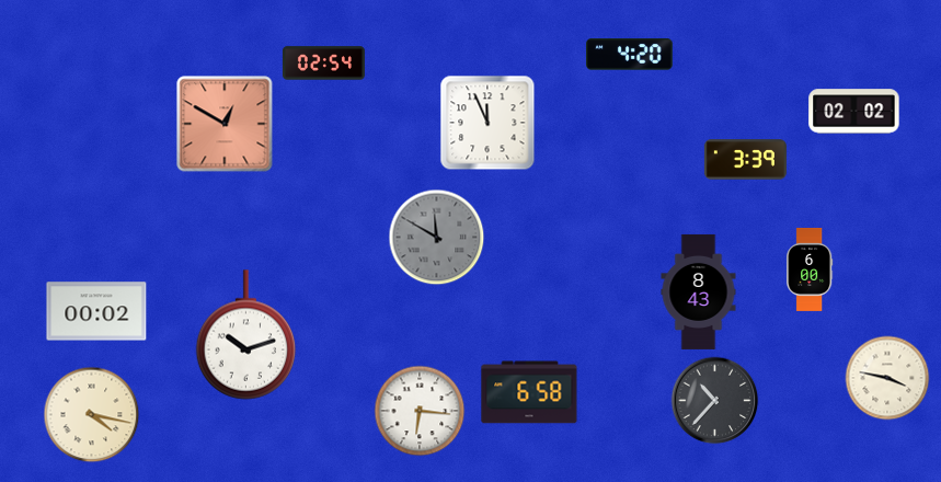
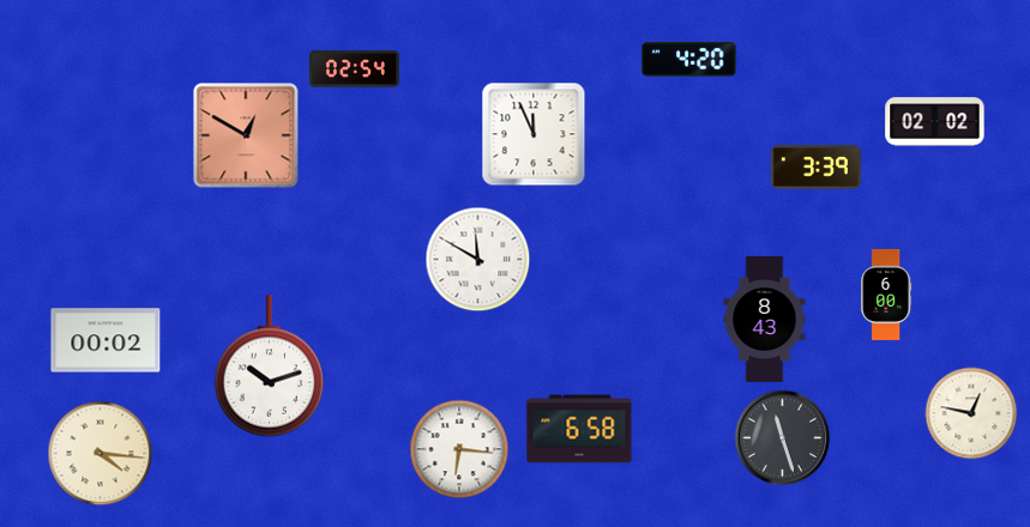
clock at (745, 160) position: (745, 160) -> (815, 168)
clock at (437, 238) dial: grey -> white
clock at (887, 378): 3:47 -> 12:47
clock at (715, 401): 10:37 -> 11:27
clock at (92, 415): 4:17 -> 4:16
